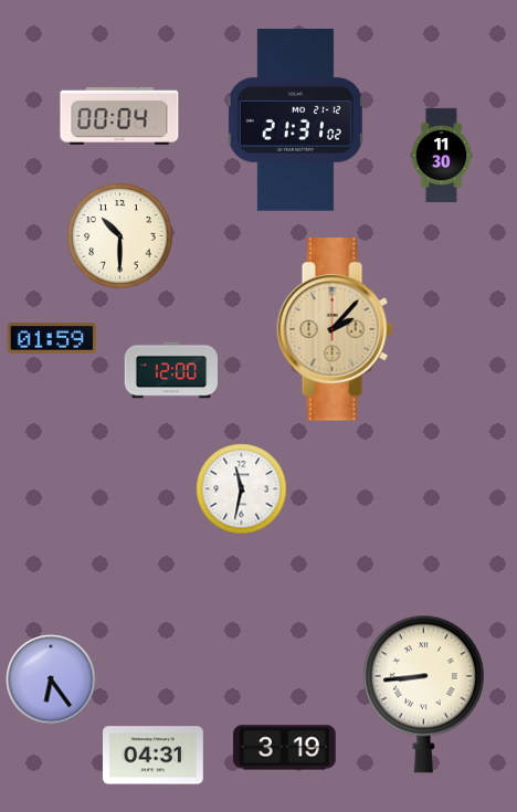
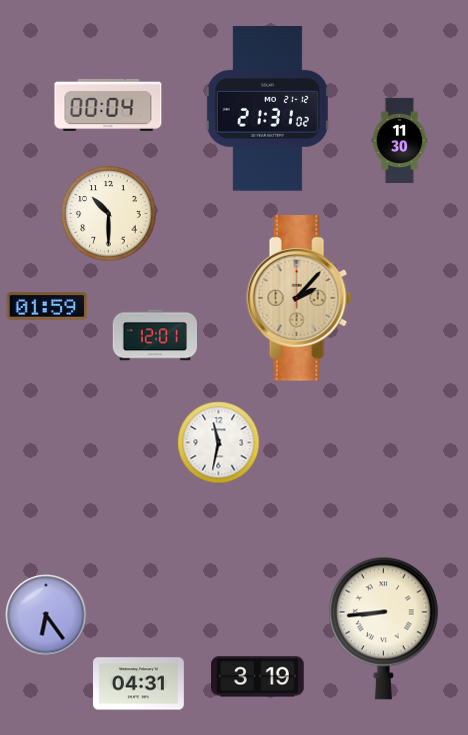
clock at (335, 329) position: (335, 329) -> (299, 298)
clock at (171, 370): 12:00 -> 12:01
